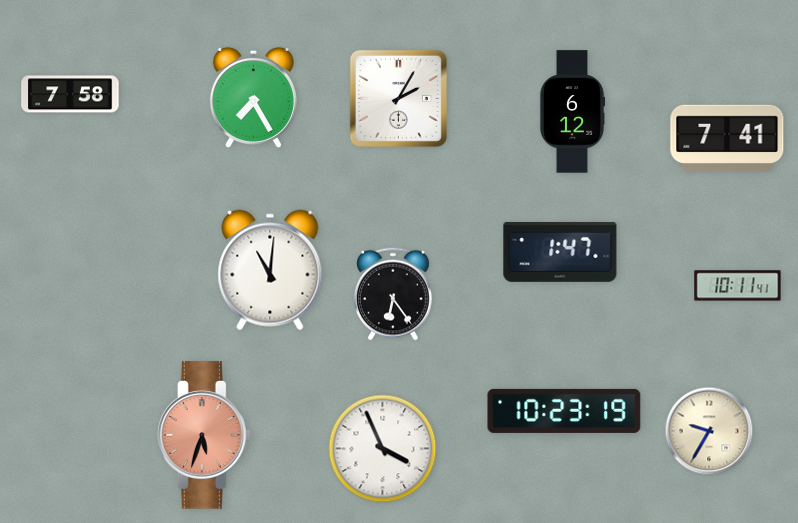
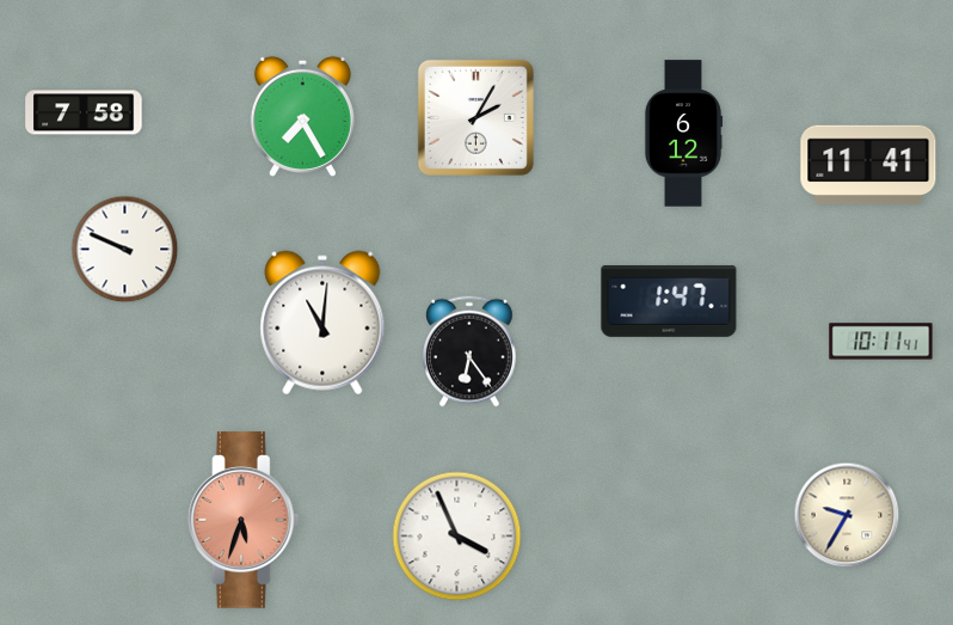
clock at (727, 138): 7:41 -> 11:41
clock at (125, 250): none -> 9:49
clock at (564, 411): 10:23 -> none
